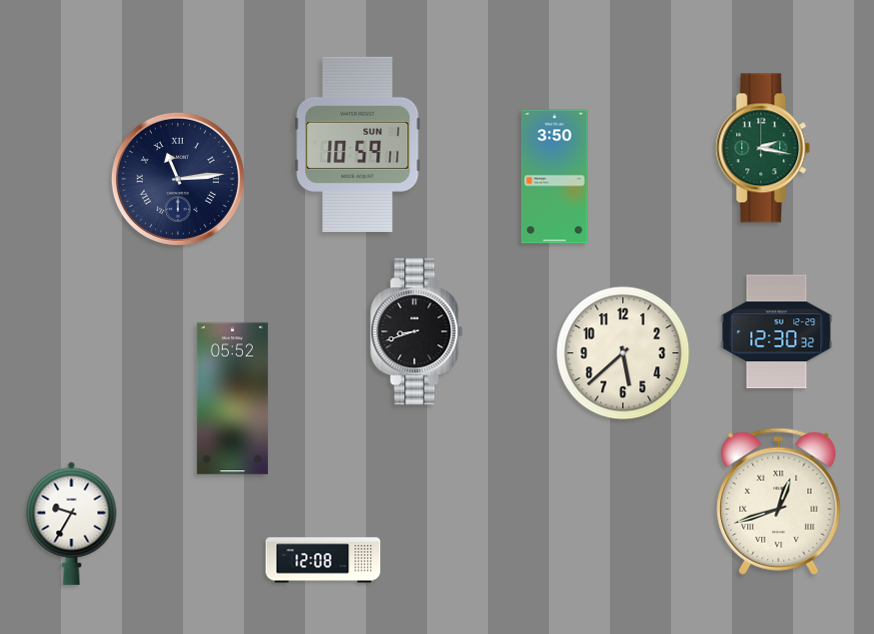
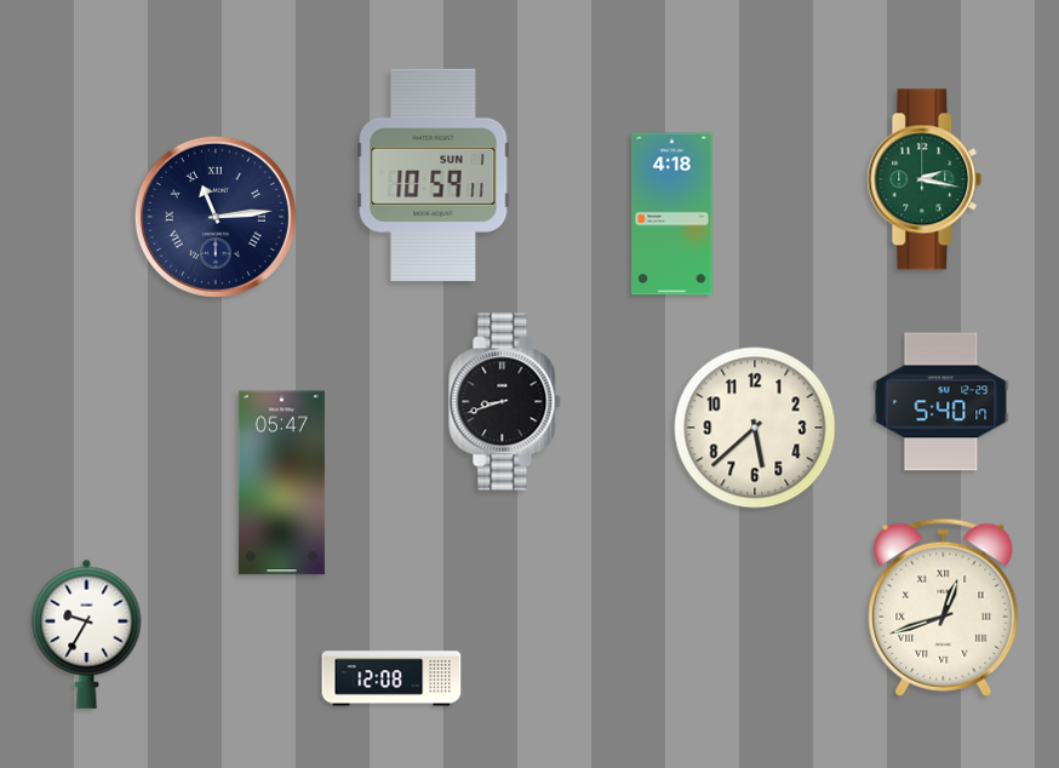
clock at (555, 177): 3:50 -> 4:18
clock at (777, 332): 12:30 -> 5:40
clock at (232, 399): 05:52 -> 05:47
